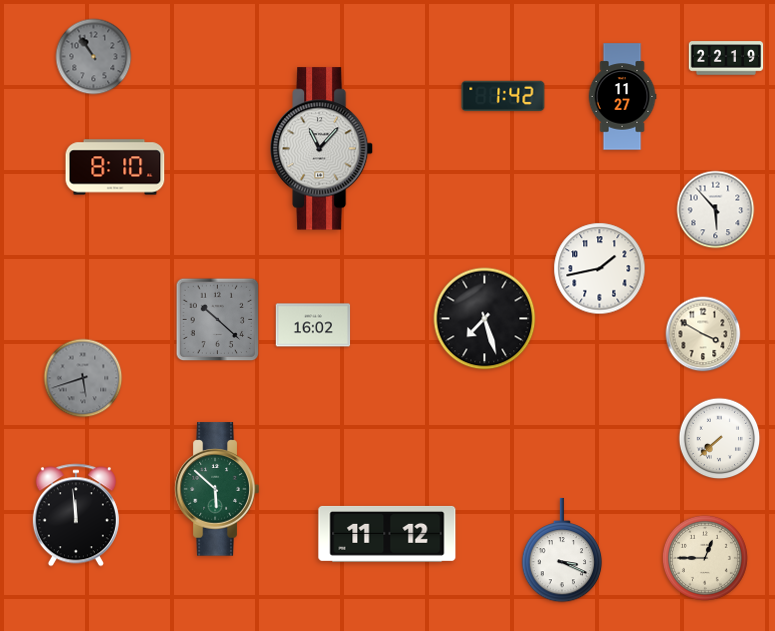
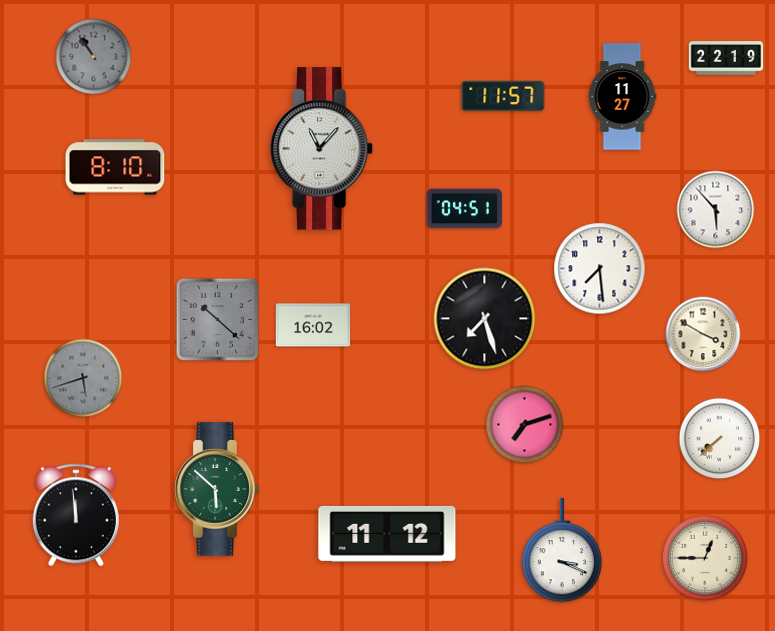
clock at (503, 96): 1:42 -> 11:57
clock at (464, 209): none -> 04:51
clock at (600, 269): 1:43 -> 7:29
clock at (525, 425): none -> 7:12
